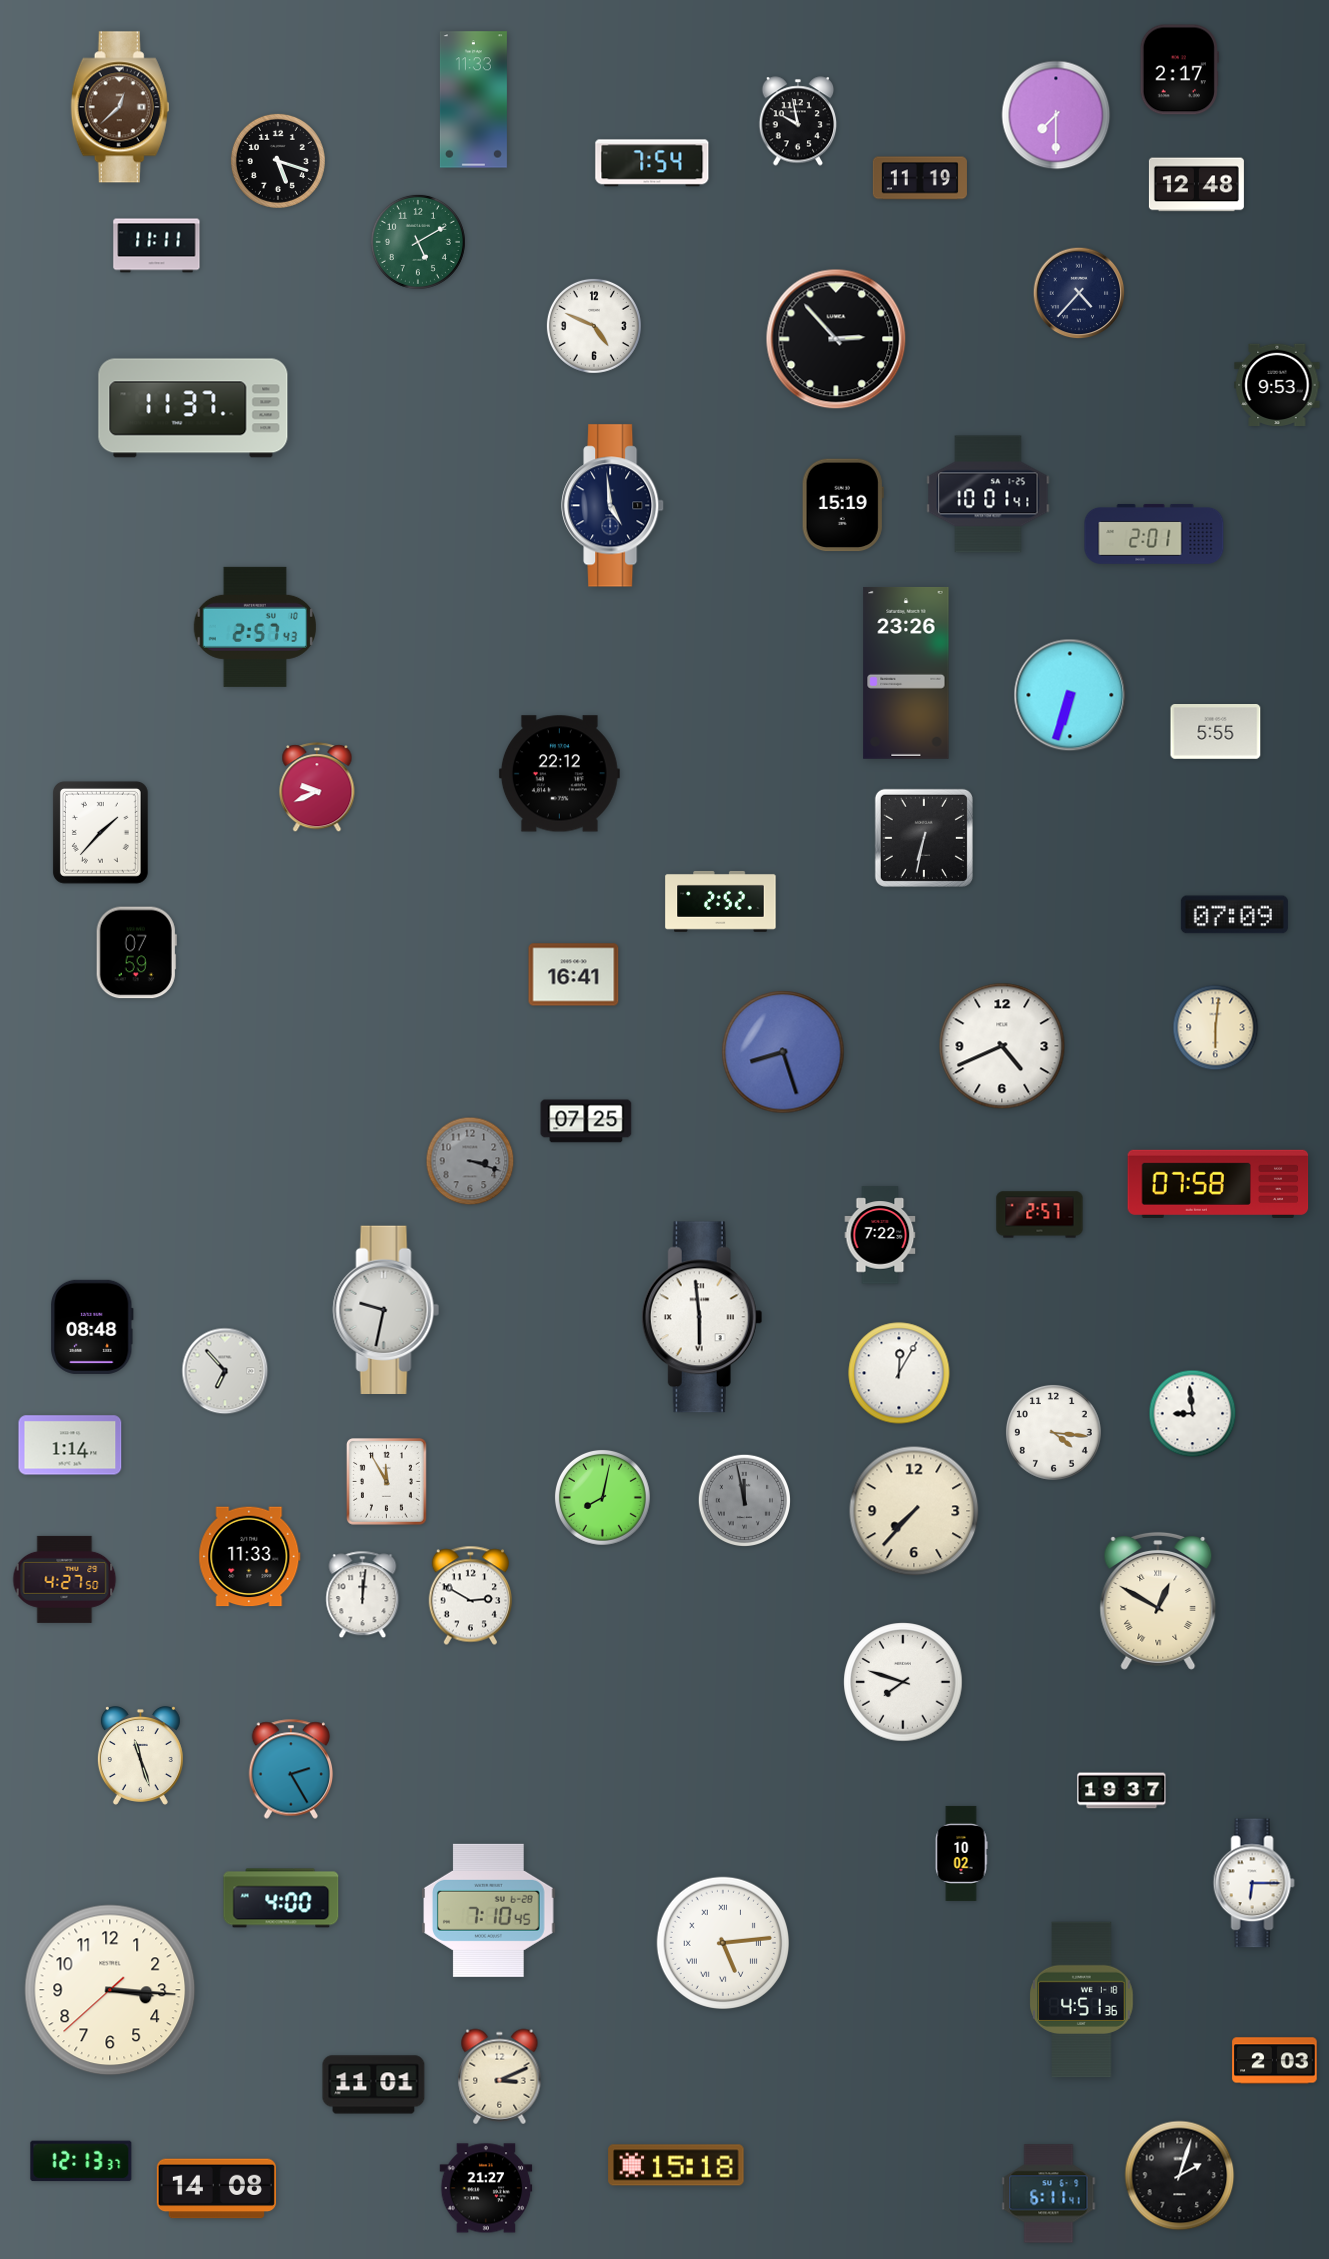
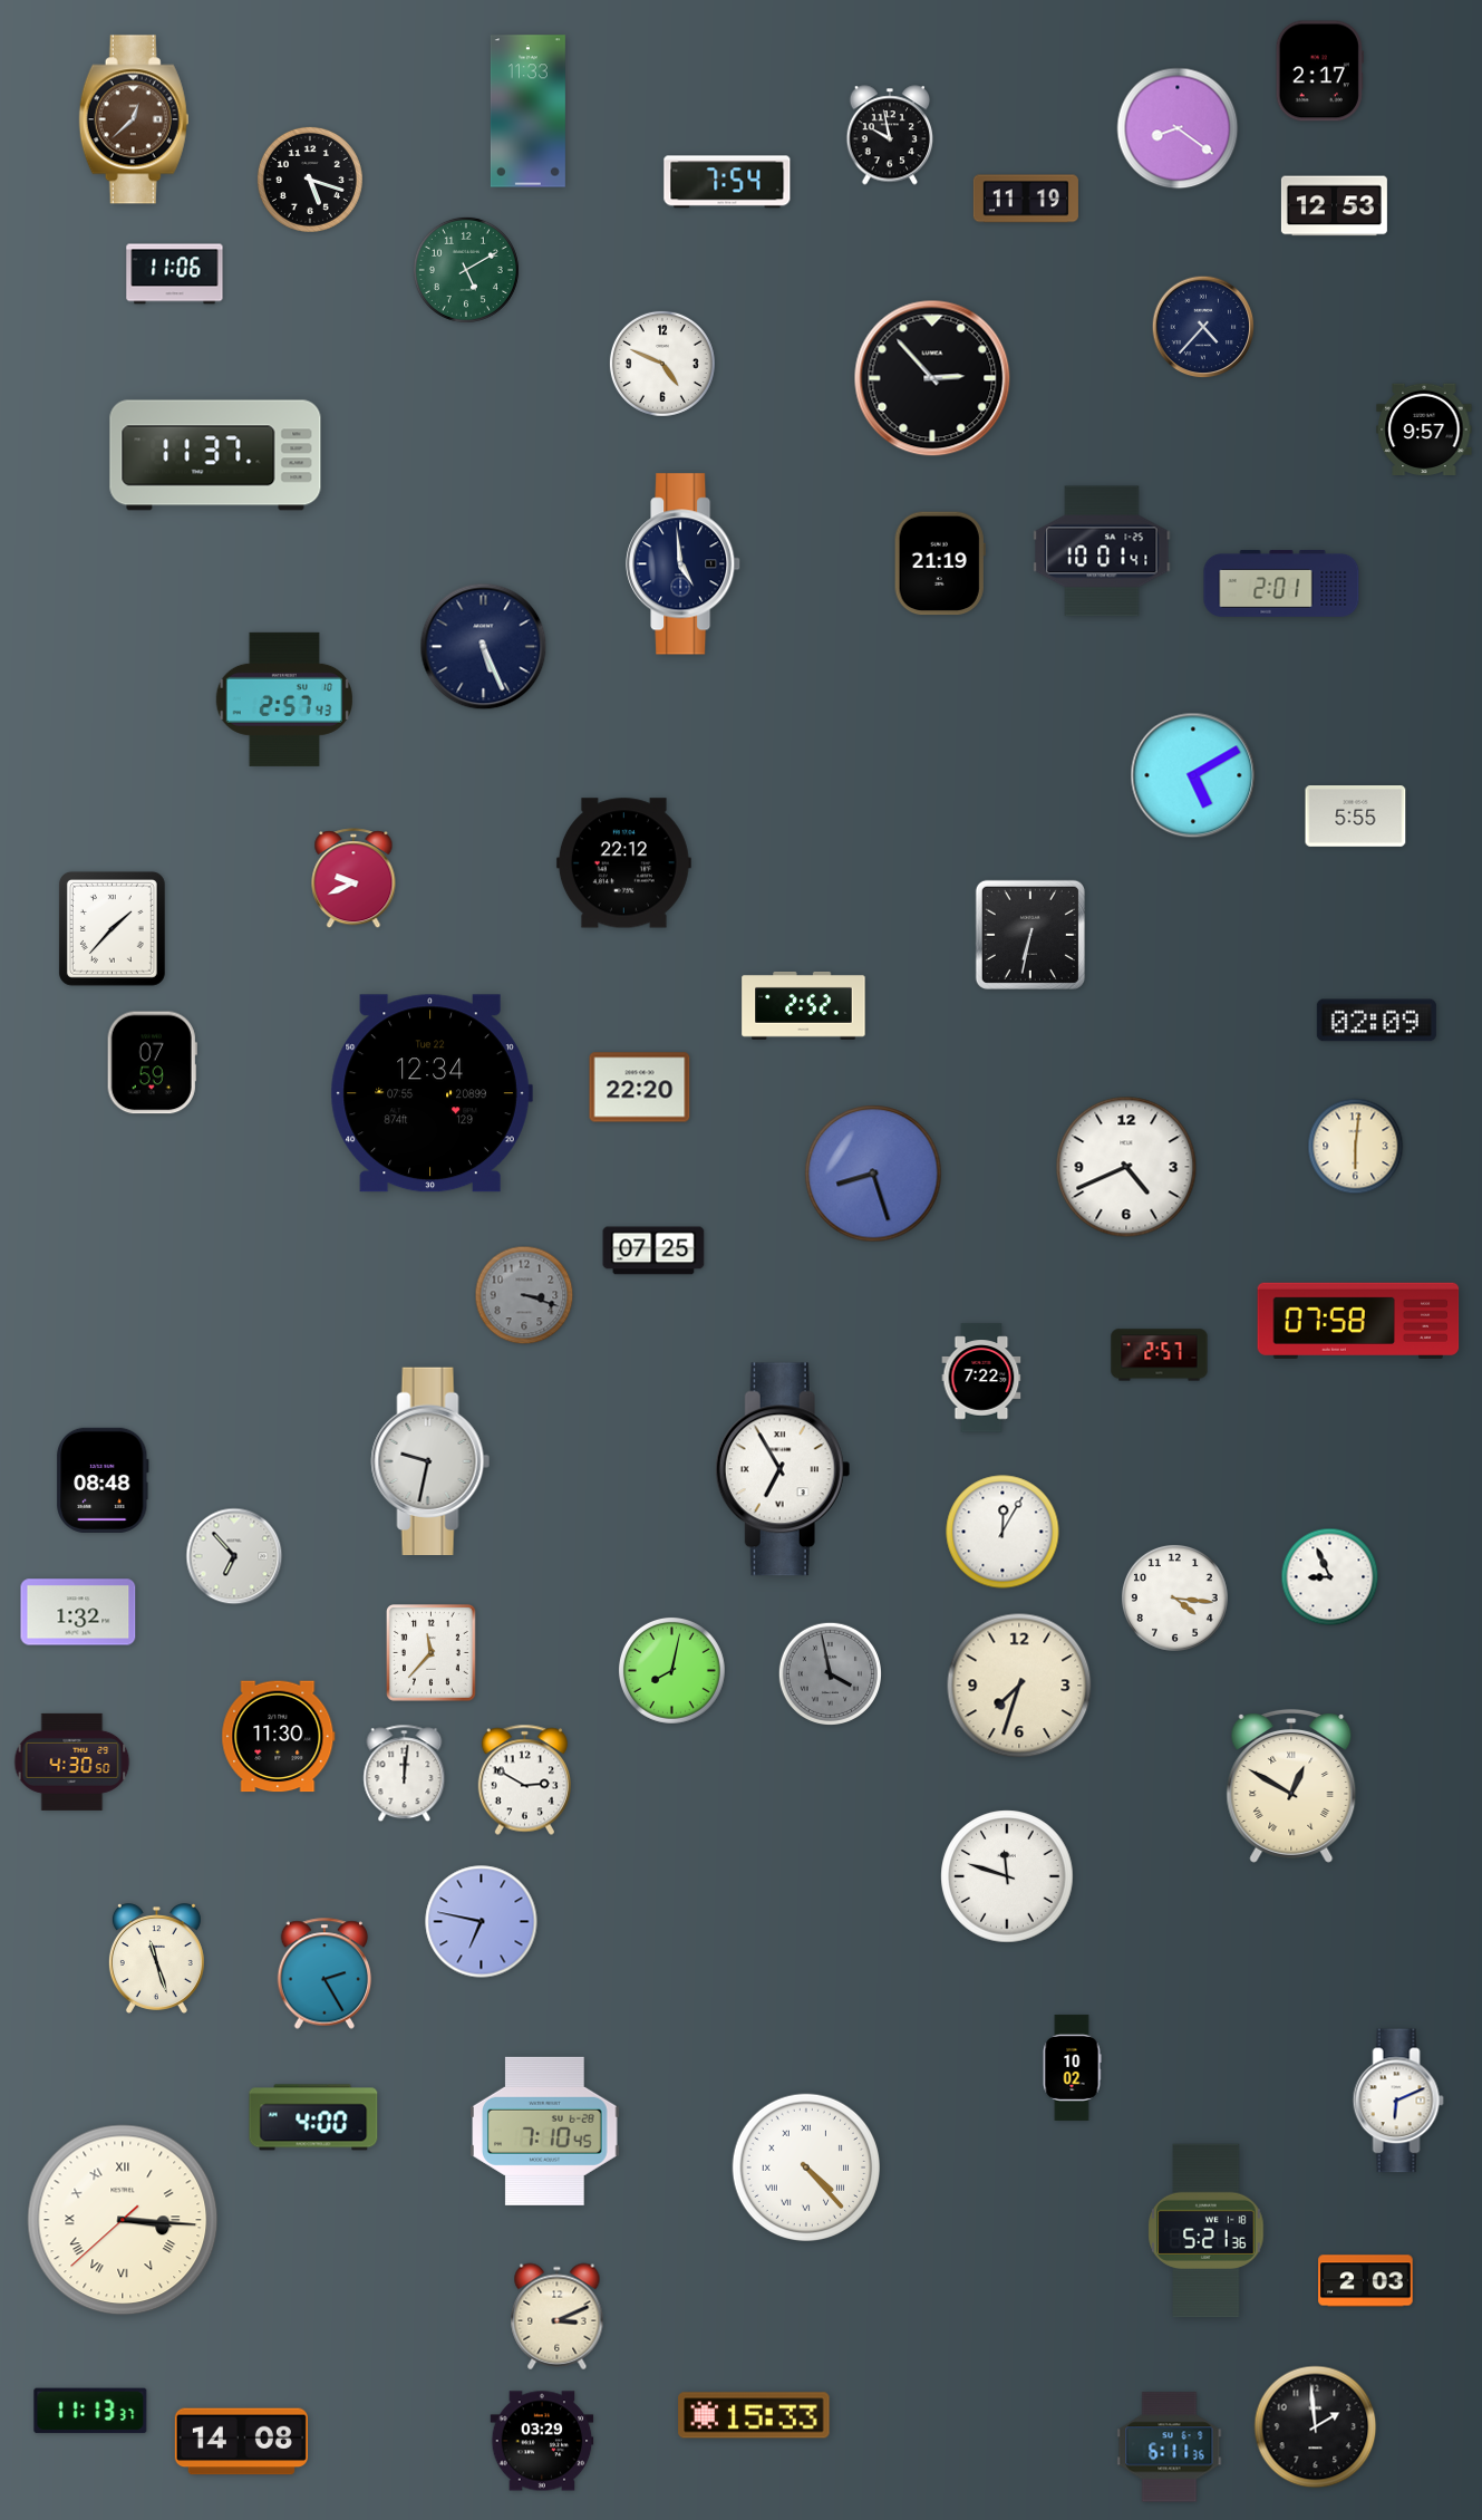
clock at (1179, 70) position: (1179, 70) -> (1319, 71)
clock at (1056, 115): 7:30 -> 8:21
clock at (1196, 185): 12:48 -> 12:53
clock at (157, 246): 11:11 -> 11:06
clock at (1277, 385): 9:53 -> 9:57
clock at (843, 505): 15:19 -> 21:19
clock at (1154, 534) position: (1154, 534) -> (1281, 583)
clock at (484, 647): none -> 5:26
clock at (906, 673): 23:26 -> none
clock at (1070, 695): 6:33 -> 5:10
clock at (1234, 915): 07:09 -> 02:09
clock at (574, 975): 16:41 -> 22:20
clock at (432, 1093): none -> 12:34
clock at (1002, 1046) position: (1002, 1046) -> (1126, 1167)
clock at (702, 1317): 5:59 -> 6:55
clock at (225, 1371) position: (225, 1371) -> (234, 1556)
clock at (1193, 1414): 8:59 -> 8:56
clock at (70, 1445): 1:14 -> 1:32
clock at (387, 1482): 11:55 -> 11:37
clock at (744, 1500): 11:58 -> 3:58
clock at (914, 1511): 7:37 -> 7:33
clock at (250, 1557): 11:33 -> 11:30
clock at (65, 1579): 4:27 -> 4:30
clock at (363, 1595) position: (363, 1595) -> (405, 1774)
clock at (903, 1682): 7:48 -> 11:48
clock at (482, 1922): none -> 6:47
clock at (1122, 1791): 19:37 -> none
clock at (1254, 1883): 6:15 -> 6:11
clock at (722, 1942): 5:14 -> 4:23
clock at (110, 1990) numerals: Arabic -> Roman
clock at (1082, 2000): 4:51 -> 5:21
clock at (1275, 2061) position: (1275, 2061) -> (1366, 2281)
clock at (374, 2085): 11:01 -> none
clock at (81, 2161): 12:13 -> 11:13
clock at (676, 2165): 15:18 -> 15:33
clock at (1180, 2176): 2:03 -> 1:59
clock at (486, 2188): 21:27 -> 03:29
clock at (1049, 2194): 6:11:41 -> 6:11:36
